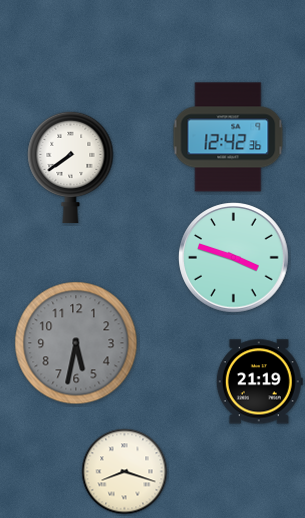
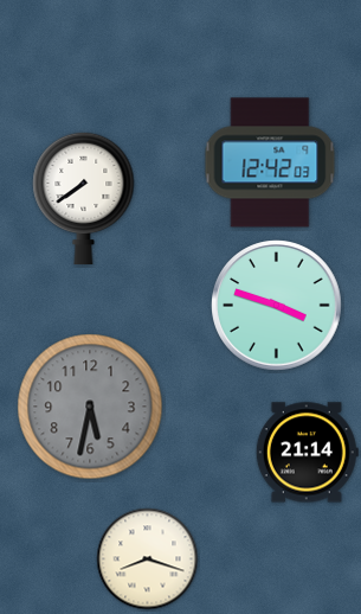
clock at (228, 137): 12:42:36 -> 12:42:03
clock at (259, 382): 21:19 -> 21:14
